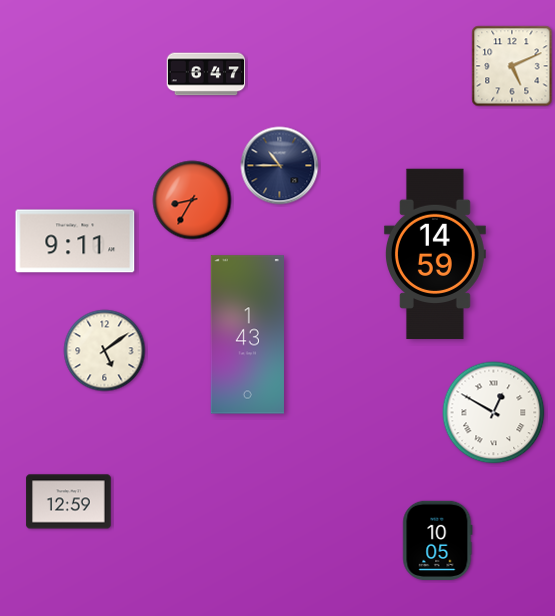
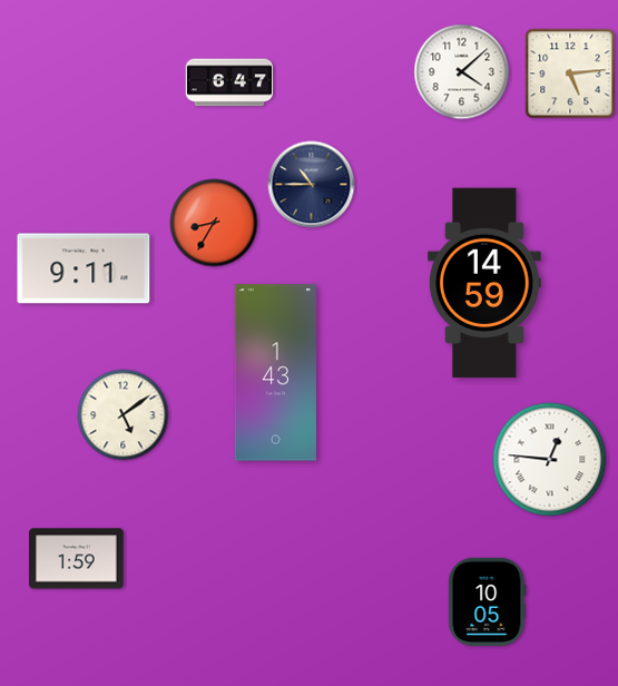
clock at (462, 72): none -> 4:08
clock at (512, 66): 5:11 -> 5:14
clock at (105, 351) position: (105, 351) -> (124, 415)
clock at (494, 413): 12:50 -> 12:46
clock at (69, 502): 12:59 -> 1:59
